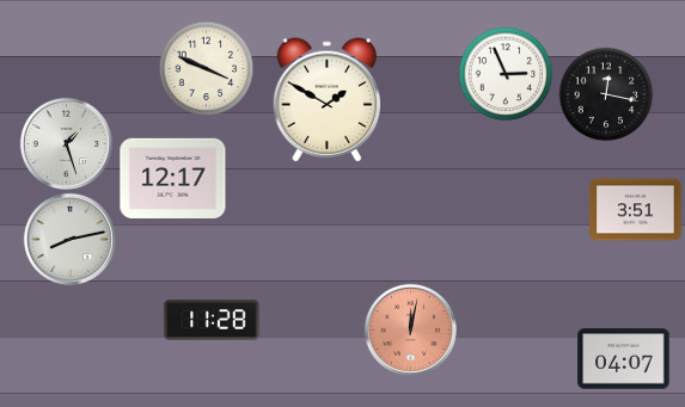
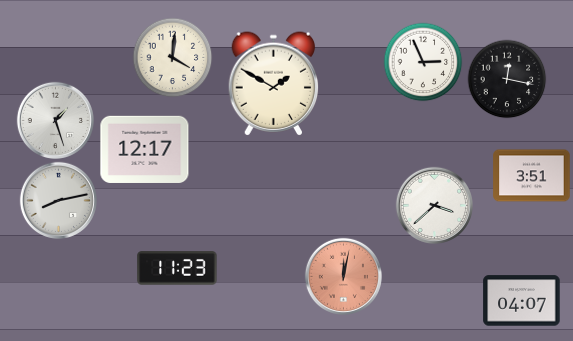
clock at (206, 68): 3:49 -> 4:01
clock at (434, 205): none -> 3:38
clock at (212, 320): 11:28 -> 11:23
